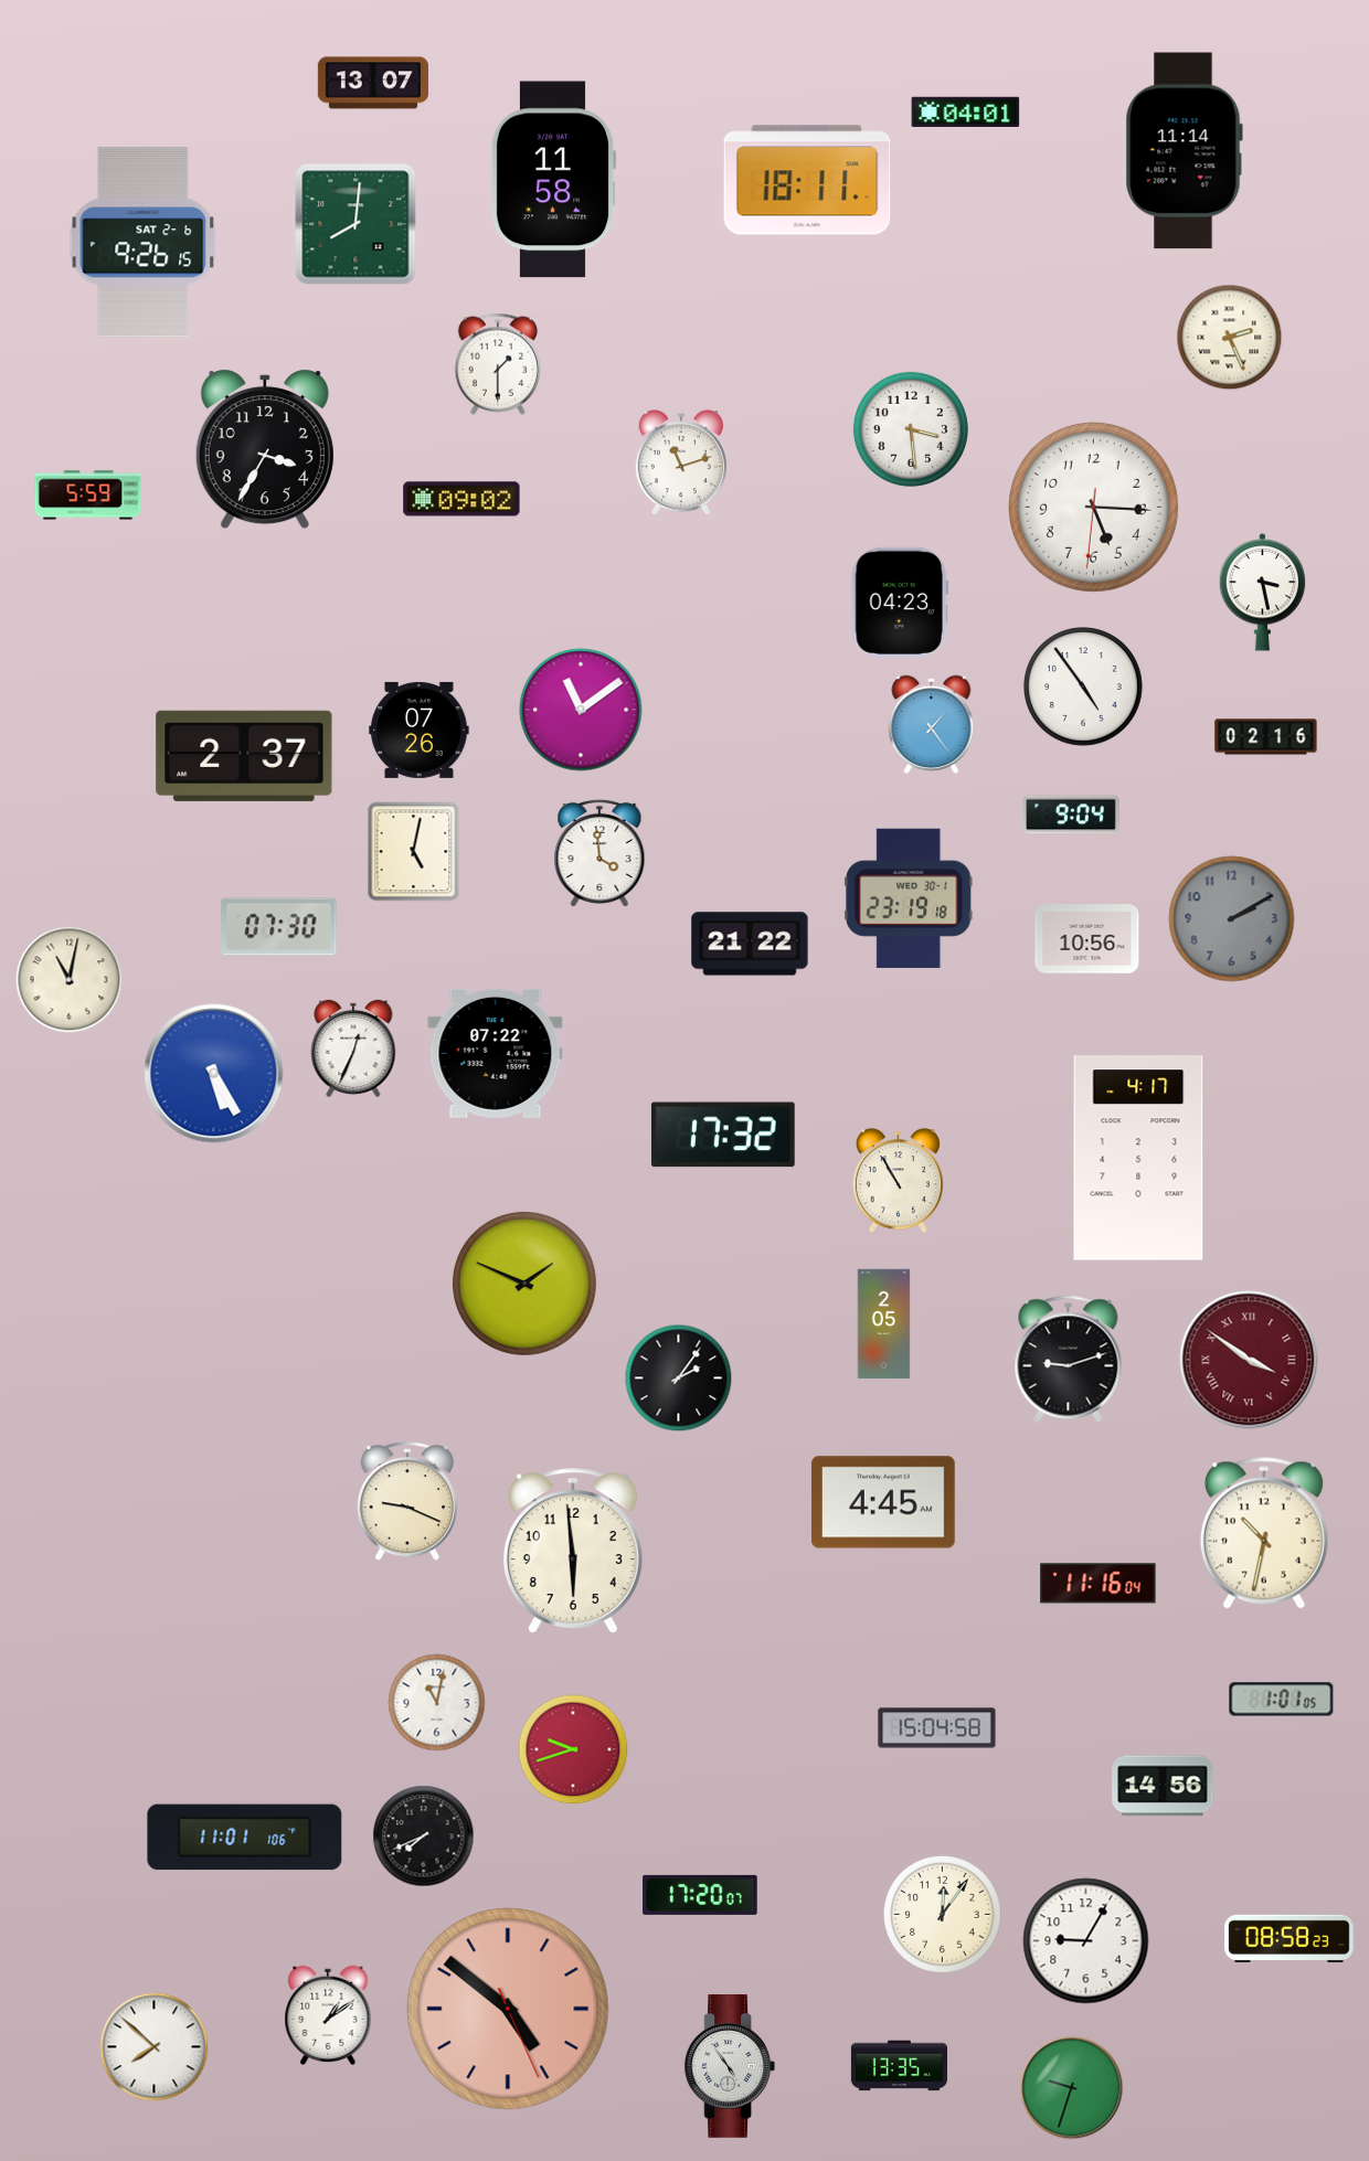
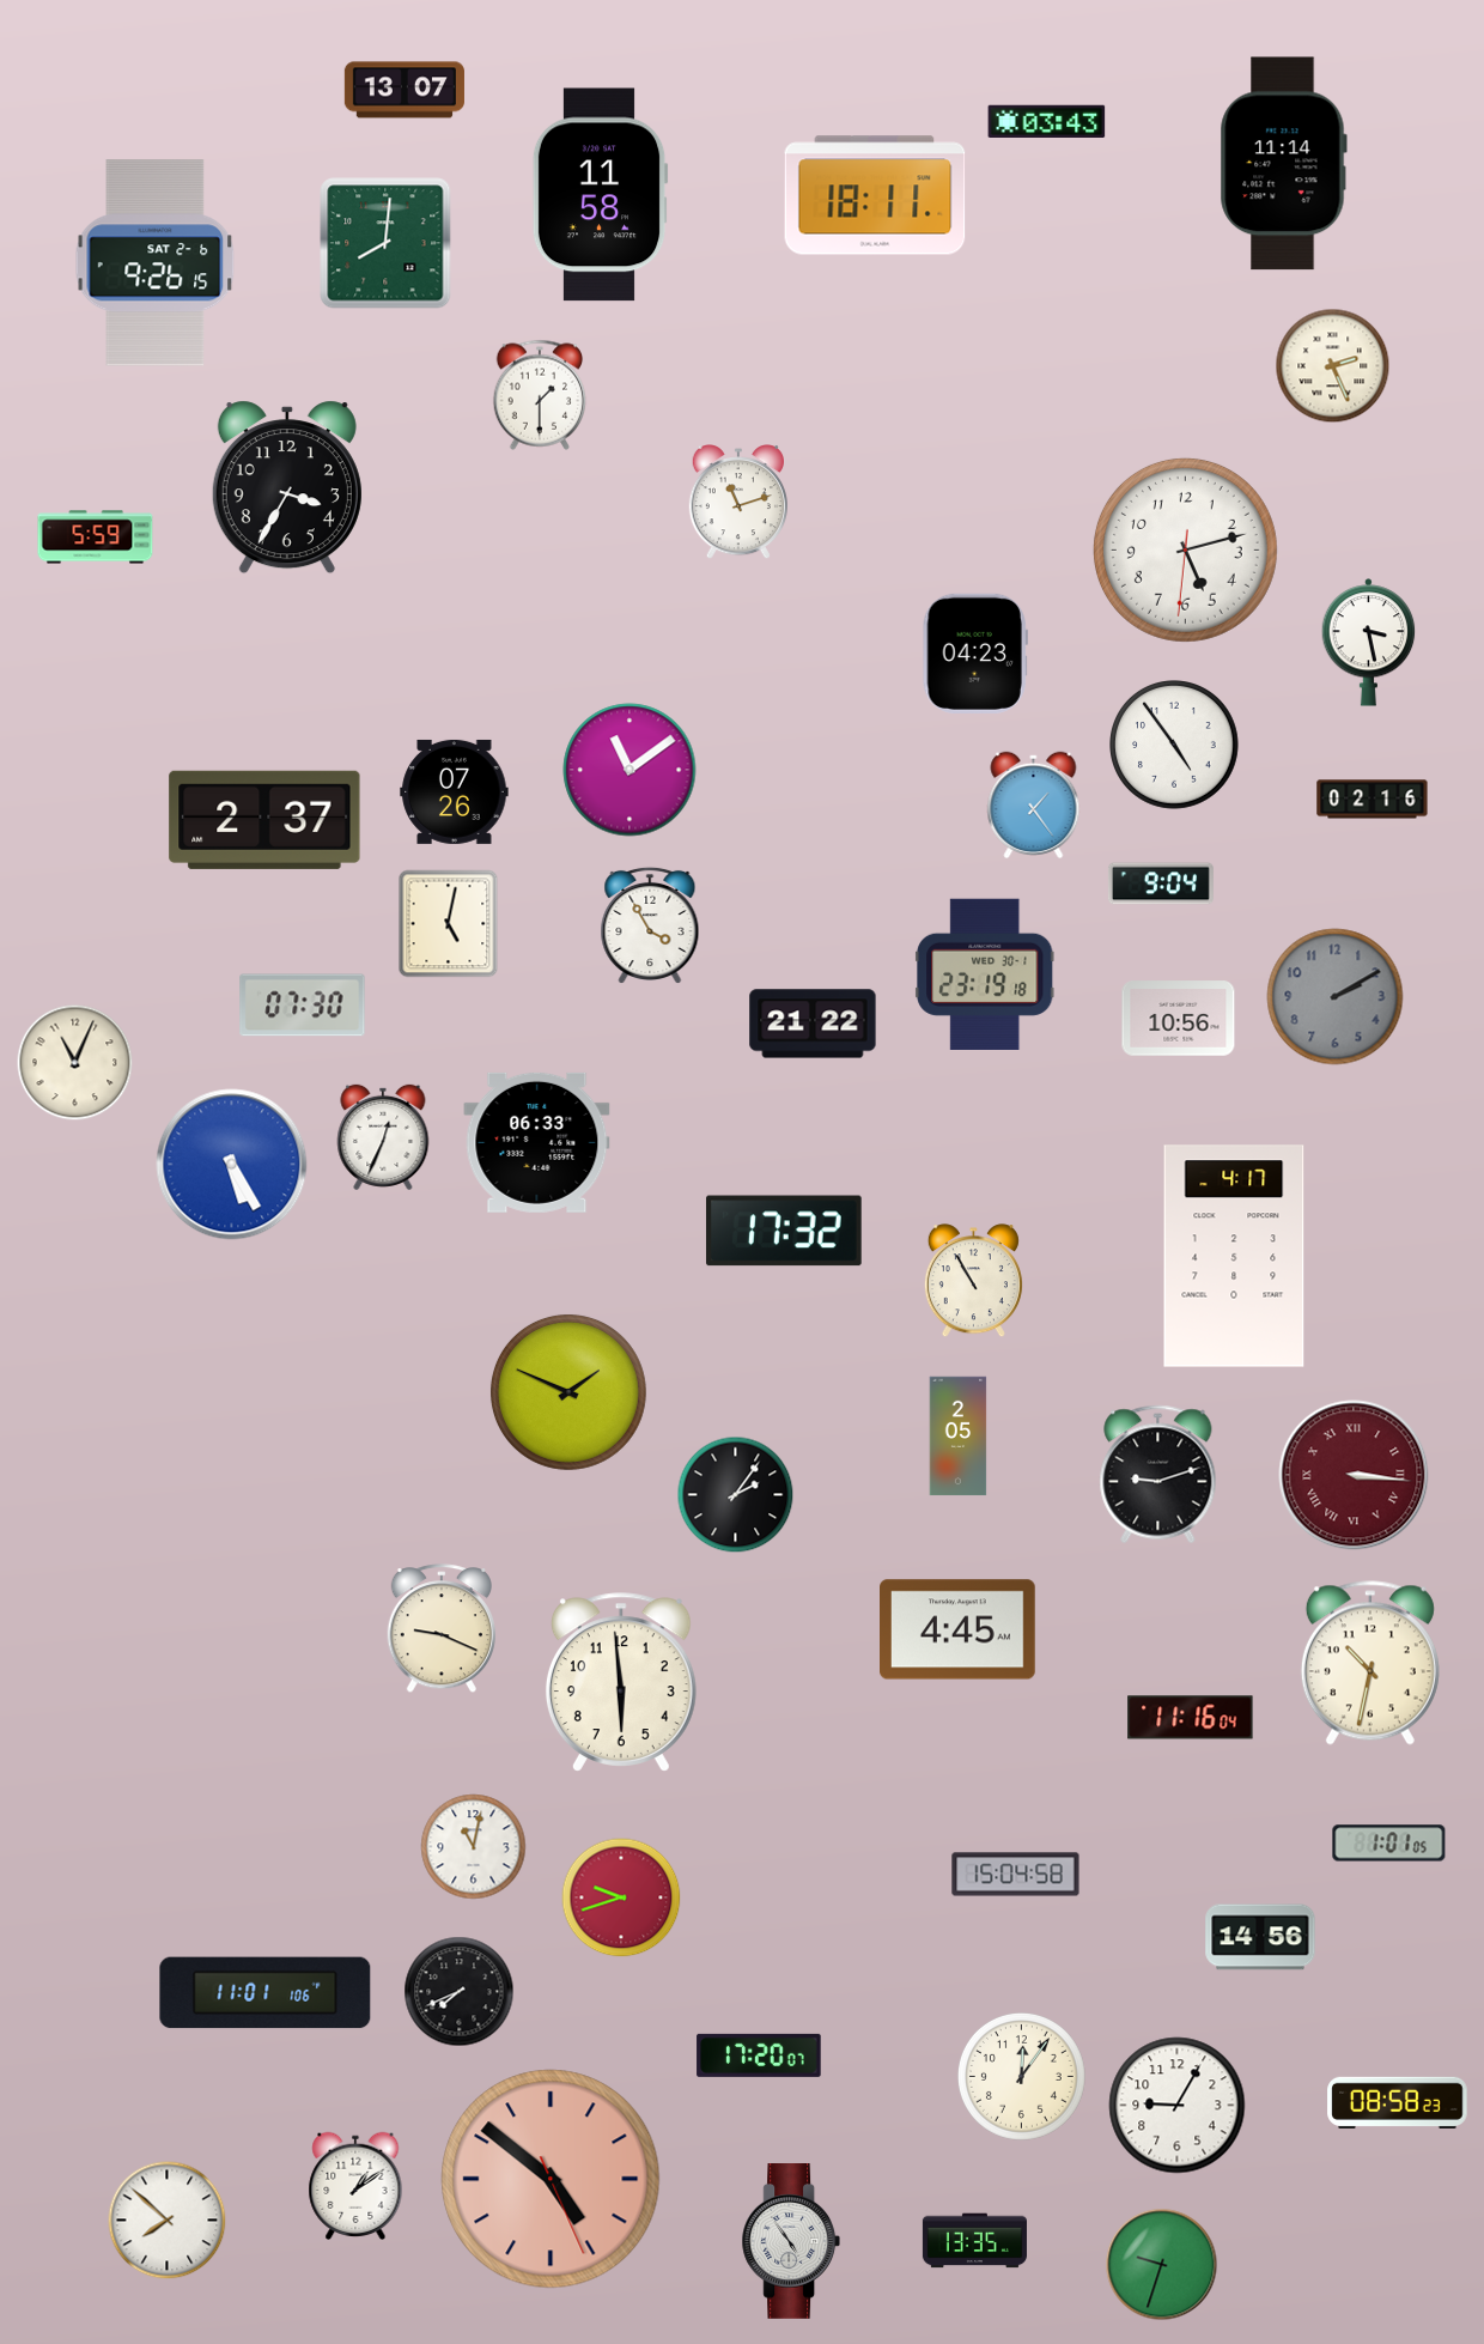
clock at (966, 113): 04:01 -> 03:43
clock at (911, 429): 3:29 -> none
clock at (461, 499): 09:02 -> none
clock at (1093, 507): 5:15 -> 5:12
clock at (932, 724) position: (932, 724) -> (1034, 804)
clock at (599, 852): 3:59 -> 3:55
clock at (70, 980): 11:02 -> 11:04
clock at (496, 1053): 07:22 -> 06:33
clock at (1249, 1360): 3:51 -> 3:16
